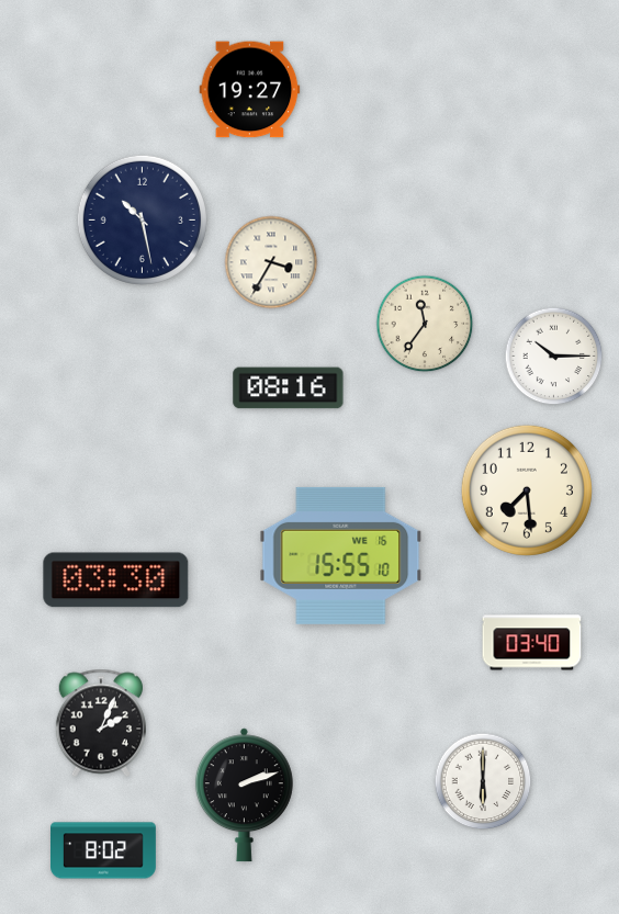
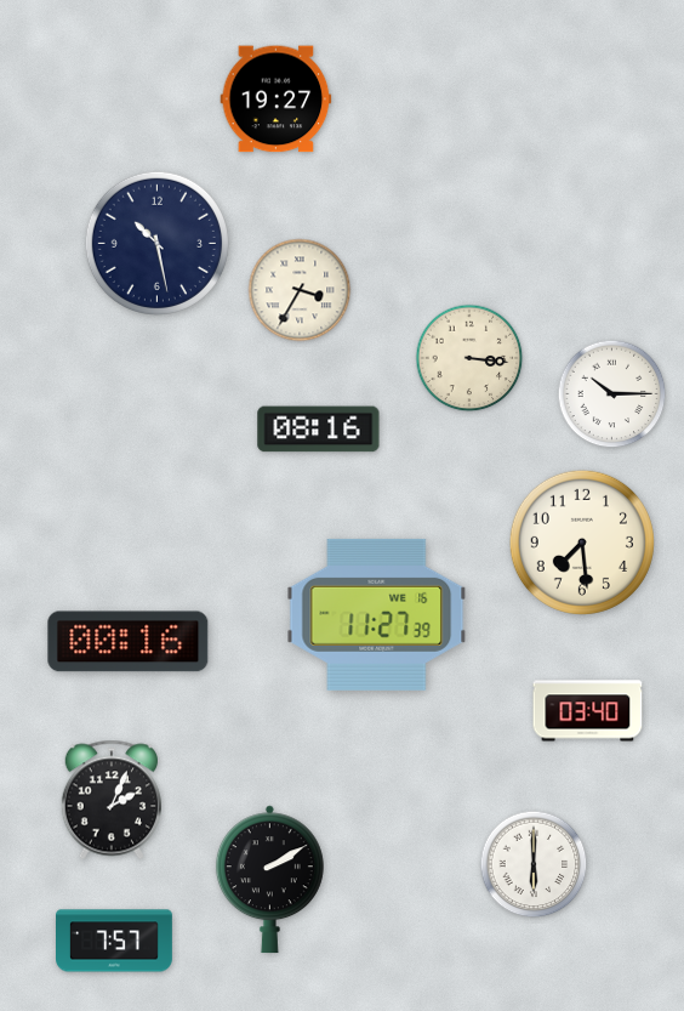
clock at (425, 324): 11:36 -> 3:16
clock at (341, 555): 15:55 -> 11:27
clock at (116, 580): 03:30 -> 00:16
clock at (244, 795): 2:12 -> 2:10
clock at (104, 850): 8:02 -> 7:57
